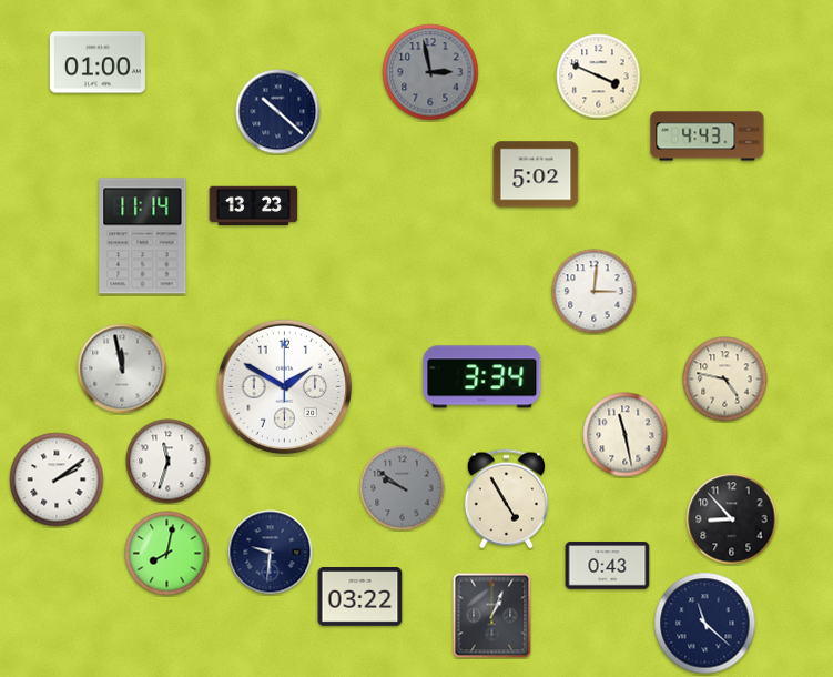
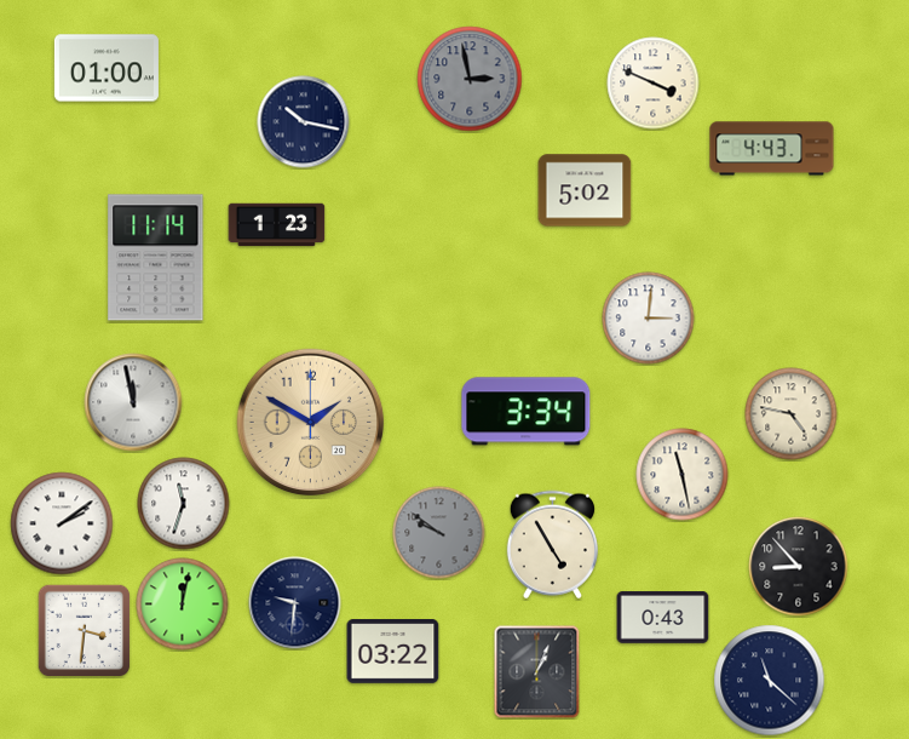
clock at (278, 112): 10:22 -> 10:17
clock at (254, 206): 13:23 -> 1:23
clock at (285, 387) dial: white -> champagne
clock at (167, 554): 8:02 -> 12:02
clock at (84, 630): none -> 3:31
